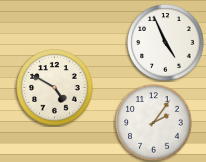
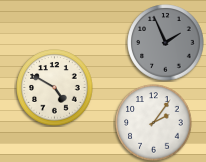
clock at (166, 43): 4:56 -> 1:56
clock at (166, 43) dial: white -> grey
